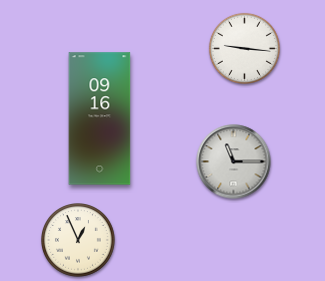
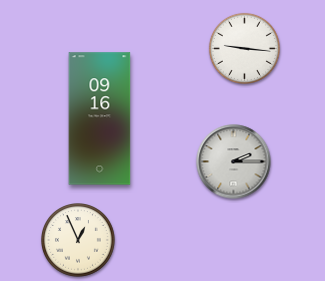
clock at (234, 162): 11:15 -> 2:15
